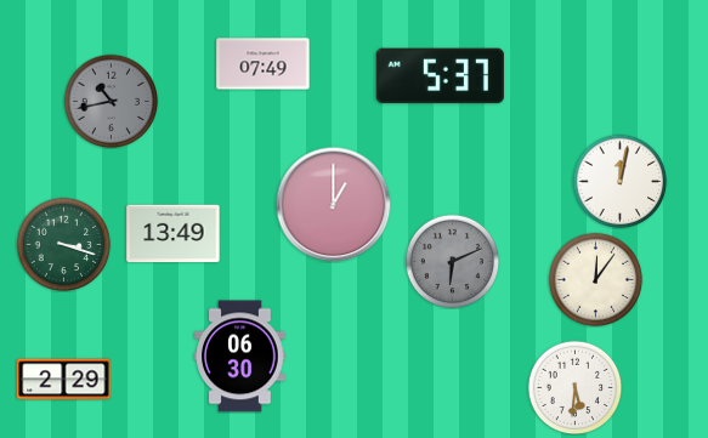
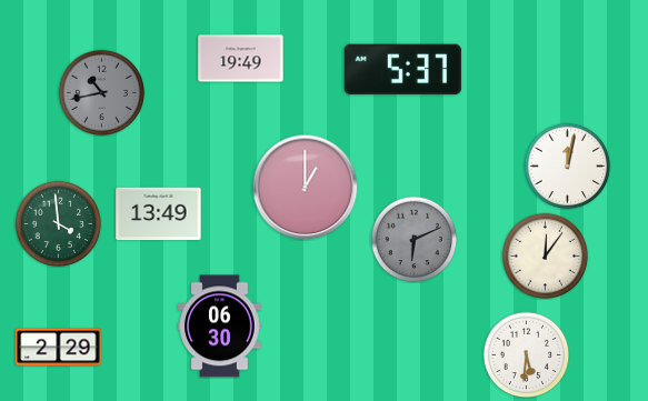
clock at (264, 64): 07:49 -> 19:49
clock at (63, 244): 3:18 -> 3:59
